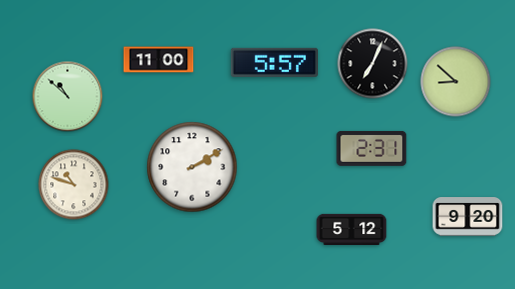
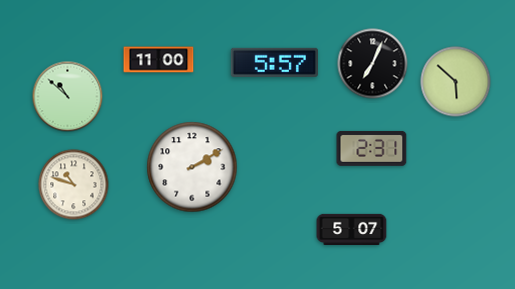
clock at (456, 82): 8:52 -> 5:52
clock at (468, 217): 9:20 -> none
clock at (352, 229): 5:12 -> 5:07
